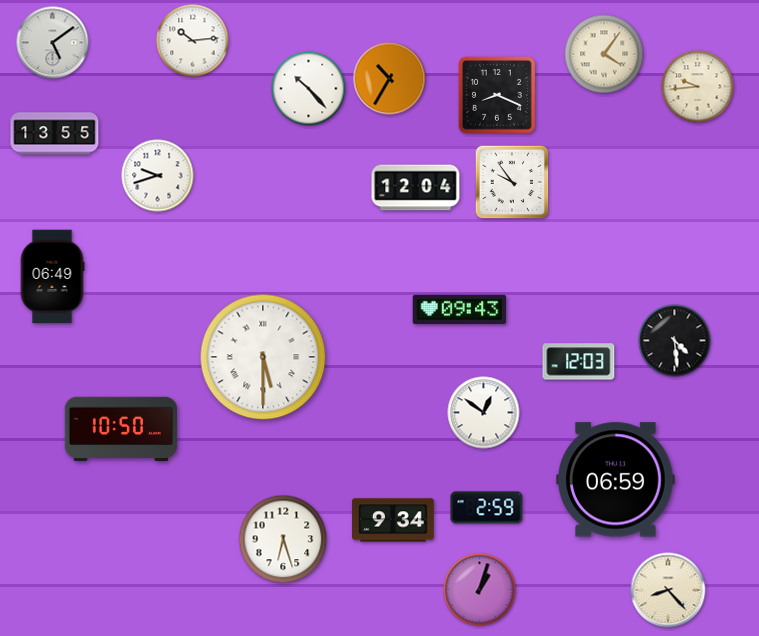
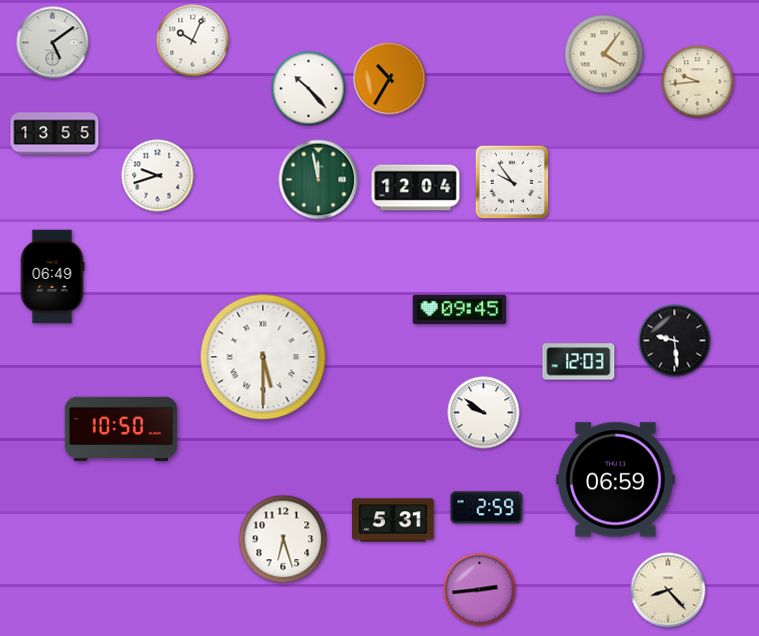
clock at (193, 41): 10:14 -> 10:04
clock at (698, 87) position: (698, 87) -> (698, 82)
clock at (498, 96): 8:19 -> none
clock at (319, 180): none -> 11:58
clock at (460, 310): 09:43 -> 09:45
clock at (675, 341): 4:29 -> 9:29
clock at (484, 413): 12:51 -> 9:51
clock at (393, 520): 9:34 -> 5:31
clock at (480, 590): 1:03 -> 2:44
